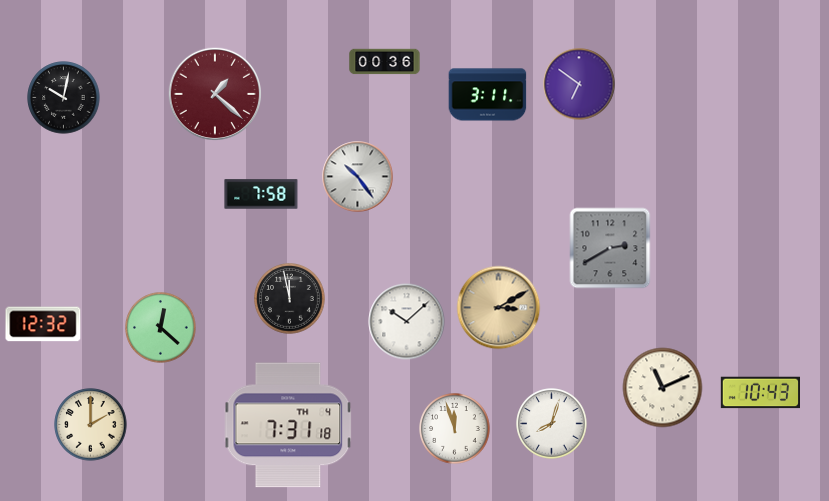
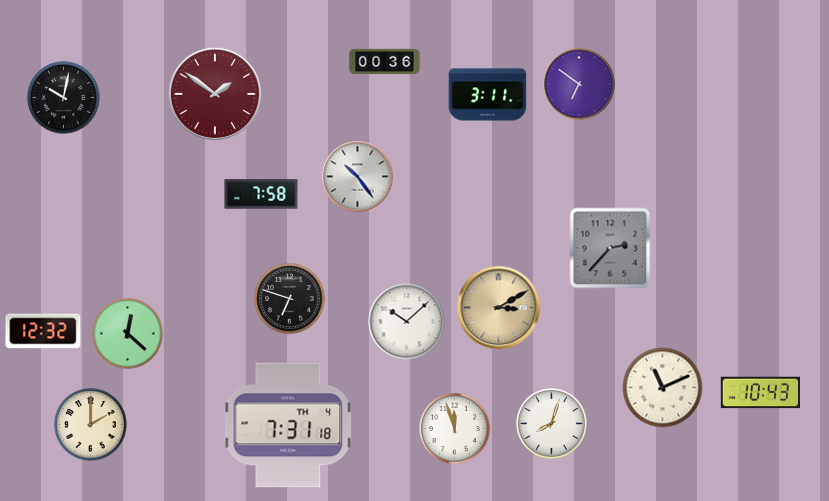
clock at (214, 93): 1:22 -> 1:51
clock at (610, 248): 2:40 -> 2:37
clock at (290, 299): 11:58 -> 6:48
clock at (43, 324) position: (43, 324) -> (43, 331)
clock at (161, 328) position: (161, 328) -> (128, 334)
